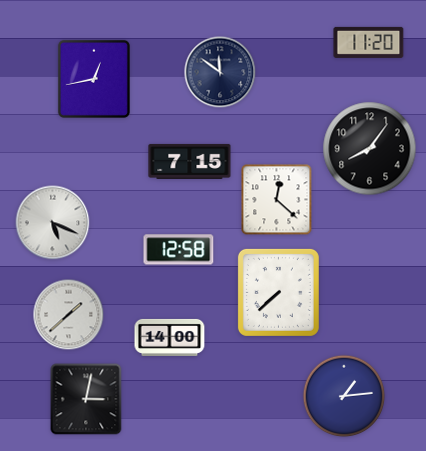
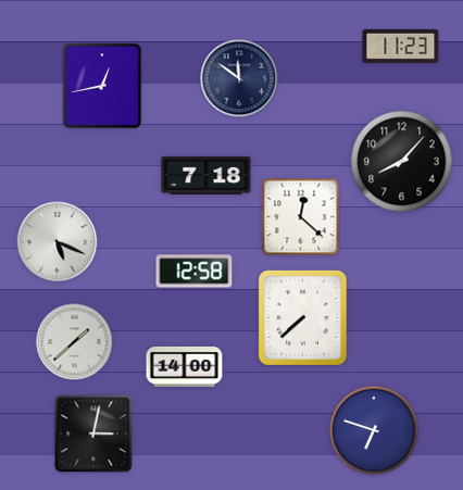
clock at (369, 42): 11:20 -> 11:23
clock at (370, 149): 8:06 -> 8:07
clock at (190, 161): 7:15 -> 7:18
clock at (344, 396): 1:14 -> 6:48
